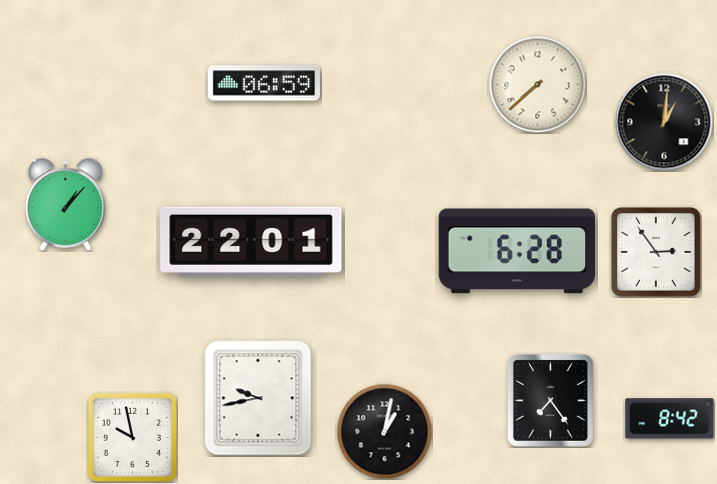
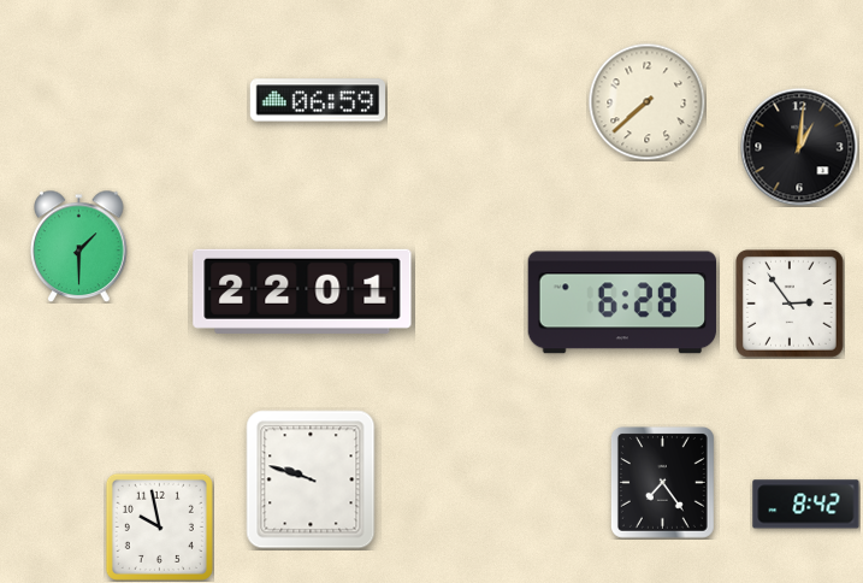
clock at (66, 204): 1:07 -> 1:30
clock at (258, 398): 9:43 -> 9:48
clock at (384, 431): 1:02 -> none
